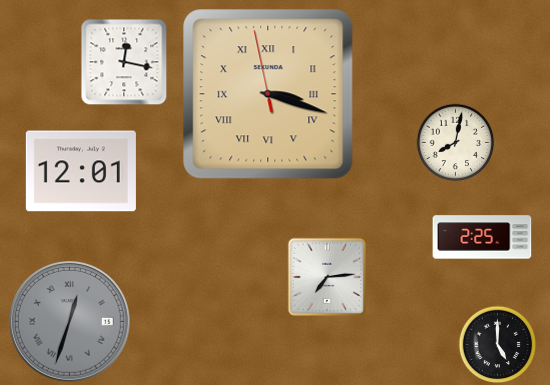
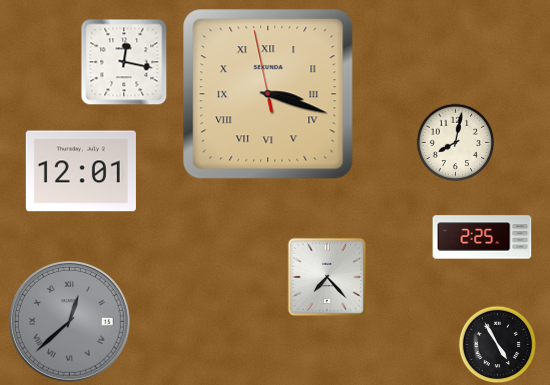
clock at (327, 277): 7:14 -> 7:23
clock at (69, 321): 12:33 -> 12:38
clock at (497, 344): 5:00 -> 4:55
